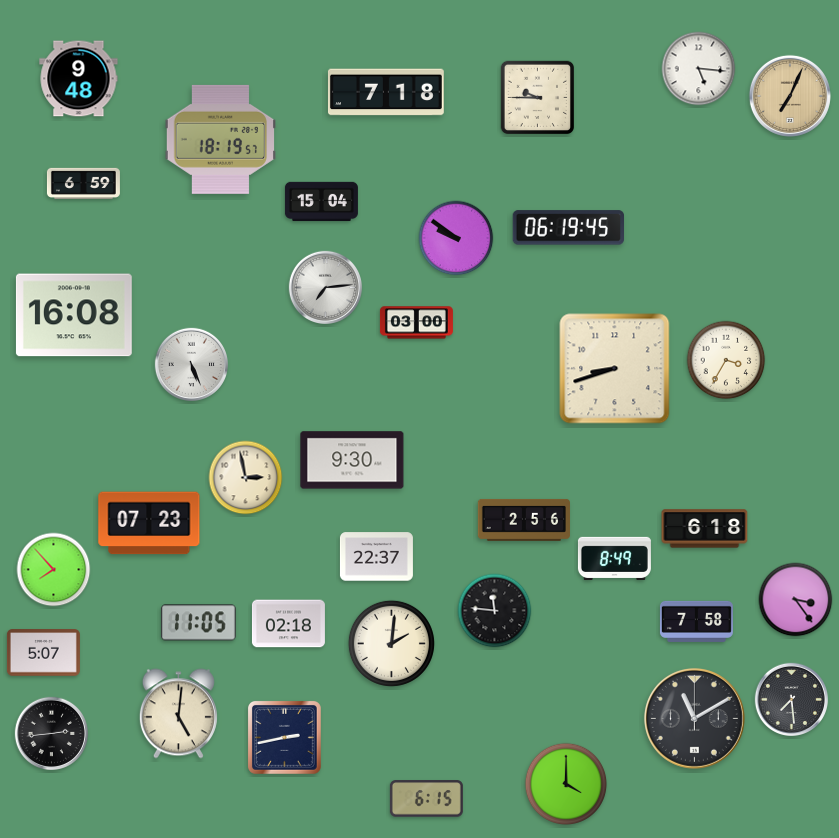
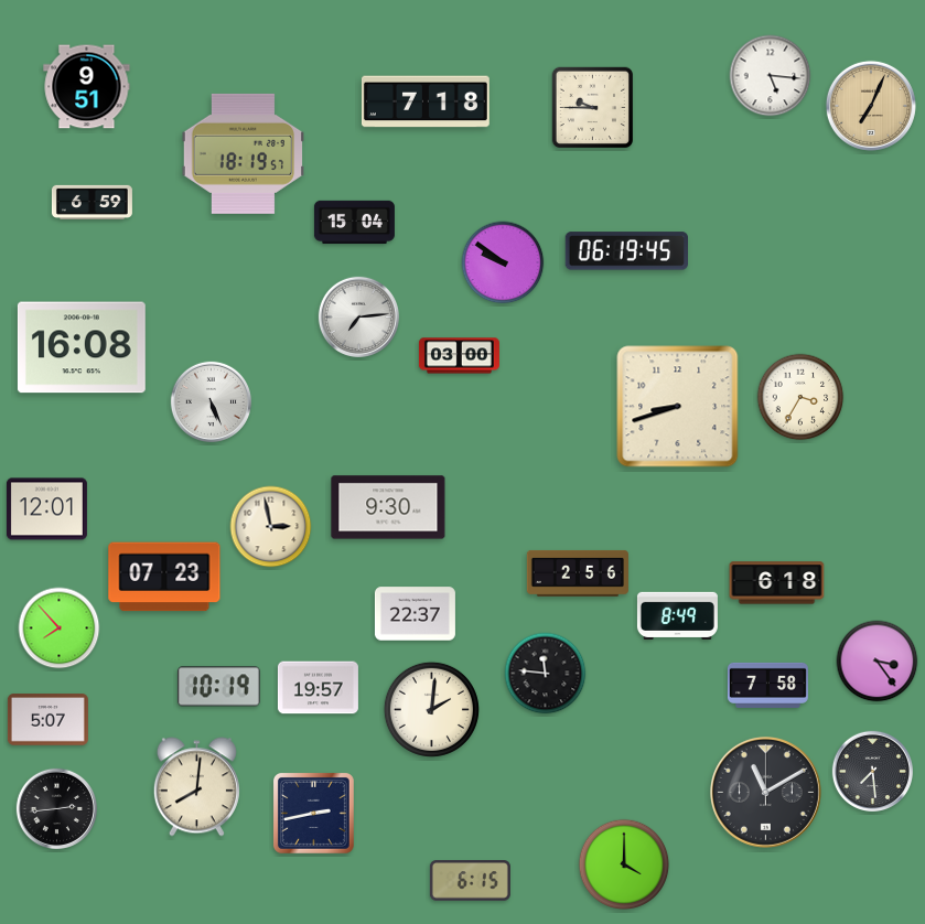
clock at (79, 79): 9:48 -> 9:51
clock at (46, 509): none -> 12:01
clock at (198, 623): 11:05 -> 10:19
clock at (288, 624): 02:18 -> 19:57
clock at (178, 714): 5:01 -> 8:01
